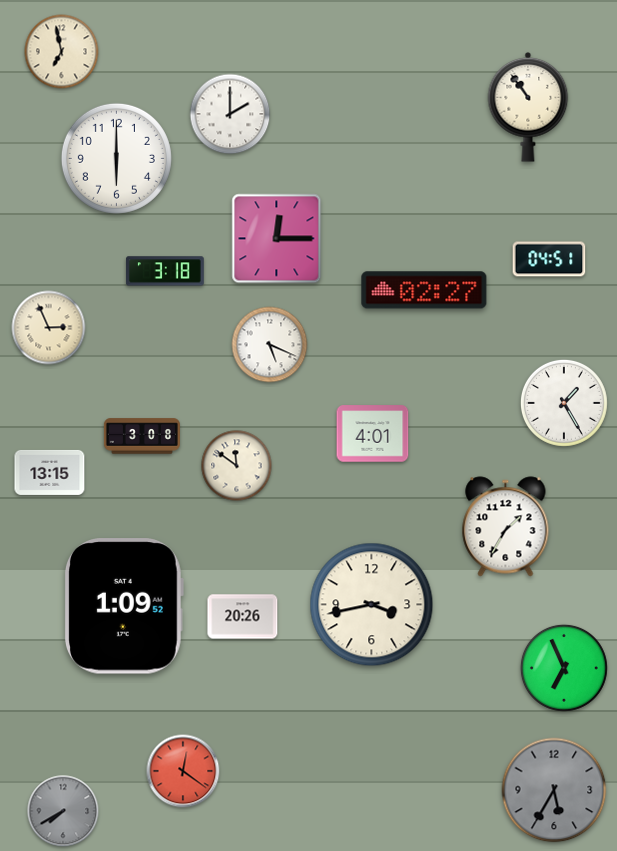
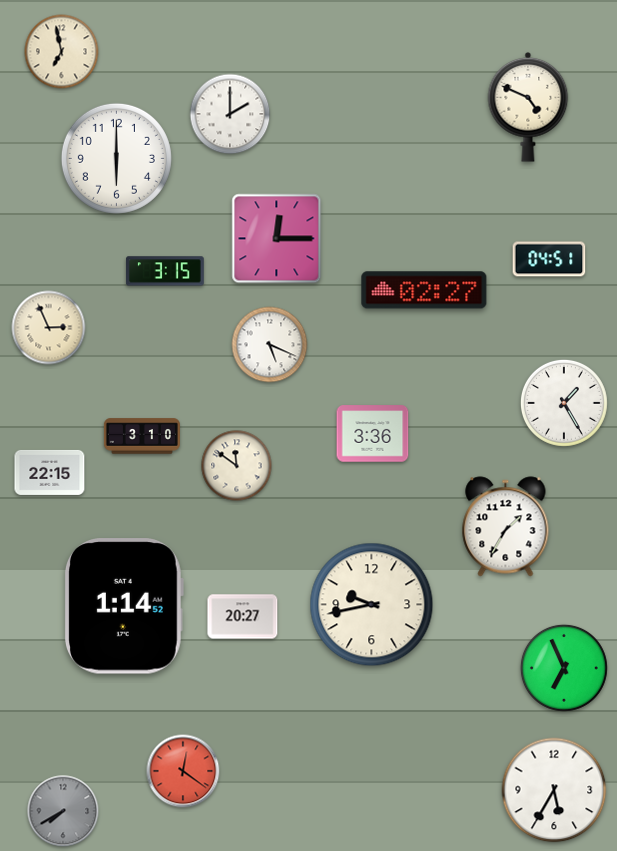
clock at (528, 107): 10:54 -> 4:49
clock at (166, 271): 3:18 -> 3:15
clock at (373, 434): 4:01 -> 3:36
clock at (142, 436): 3:08 -> 3:10
clock at (50, 472): 13:15 -> 22:15
clock at (372, 605): 3:43 -> 9:43
clock at (123, 606): 1:09 -> 1:14
clock at (243, 617): 20:26 -> 20:27
clock at (554, 790) dial: grey -> white
